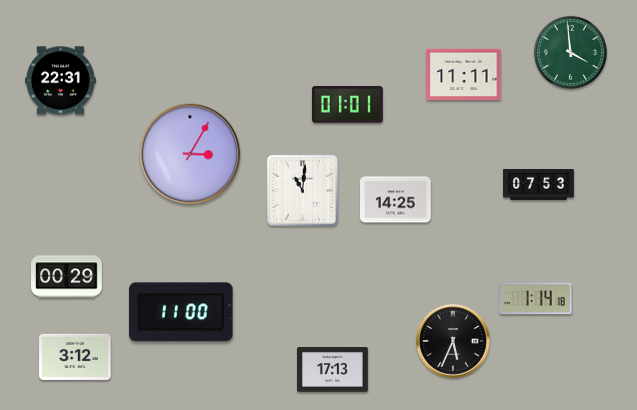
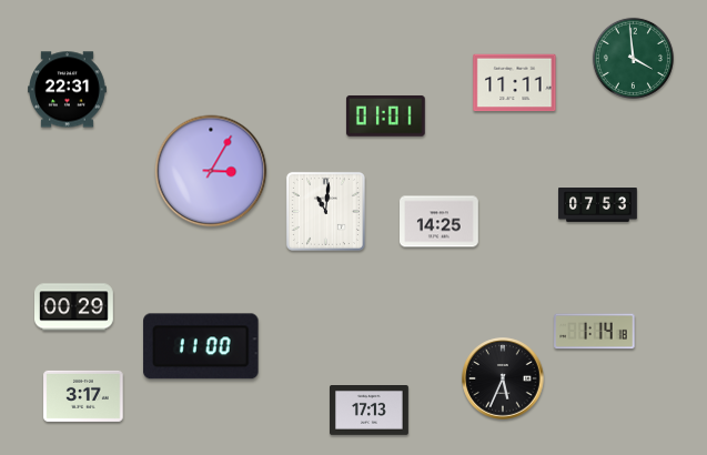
clock at (302, 190) position: (302, 190) -> (325, 211)
clock at (75, 357): 3:12 -> 3:17
